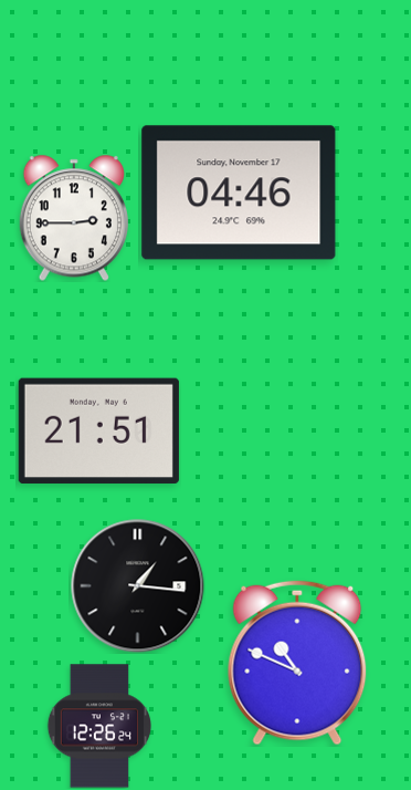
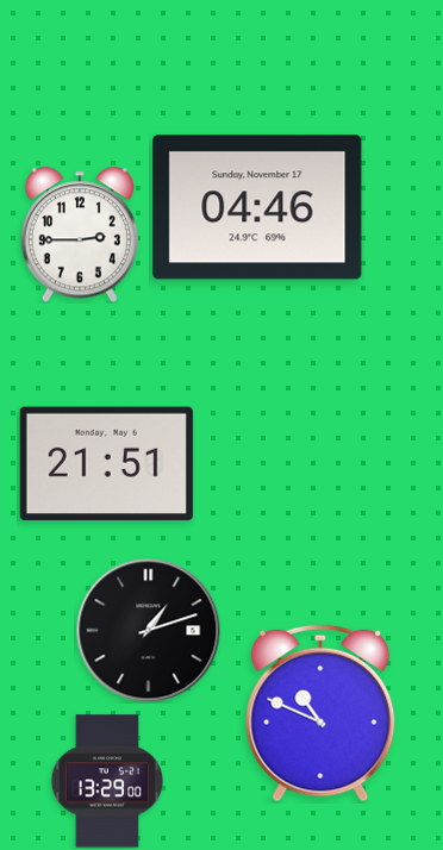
clock at (138, 586): 1:16 -> 1:12
clock at (98, 726): 12:26 -> 13:29
